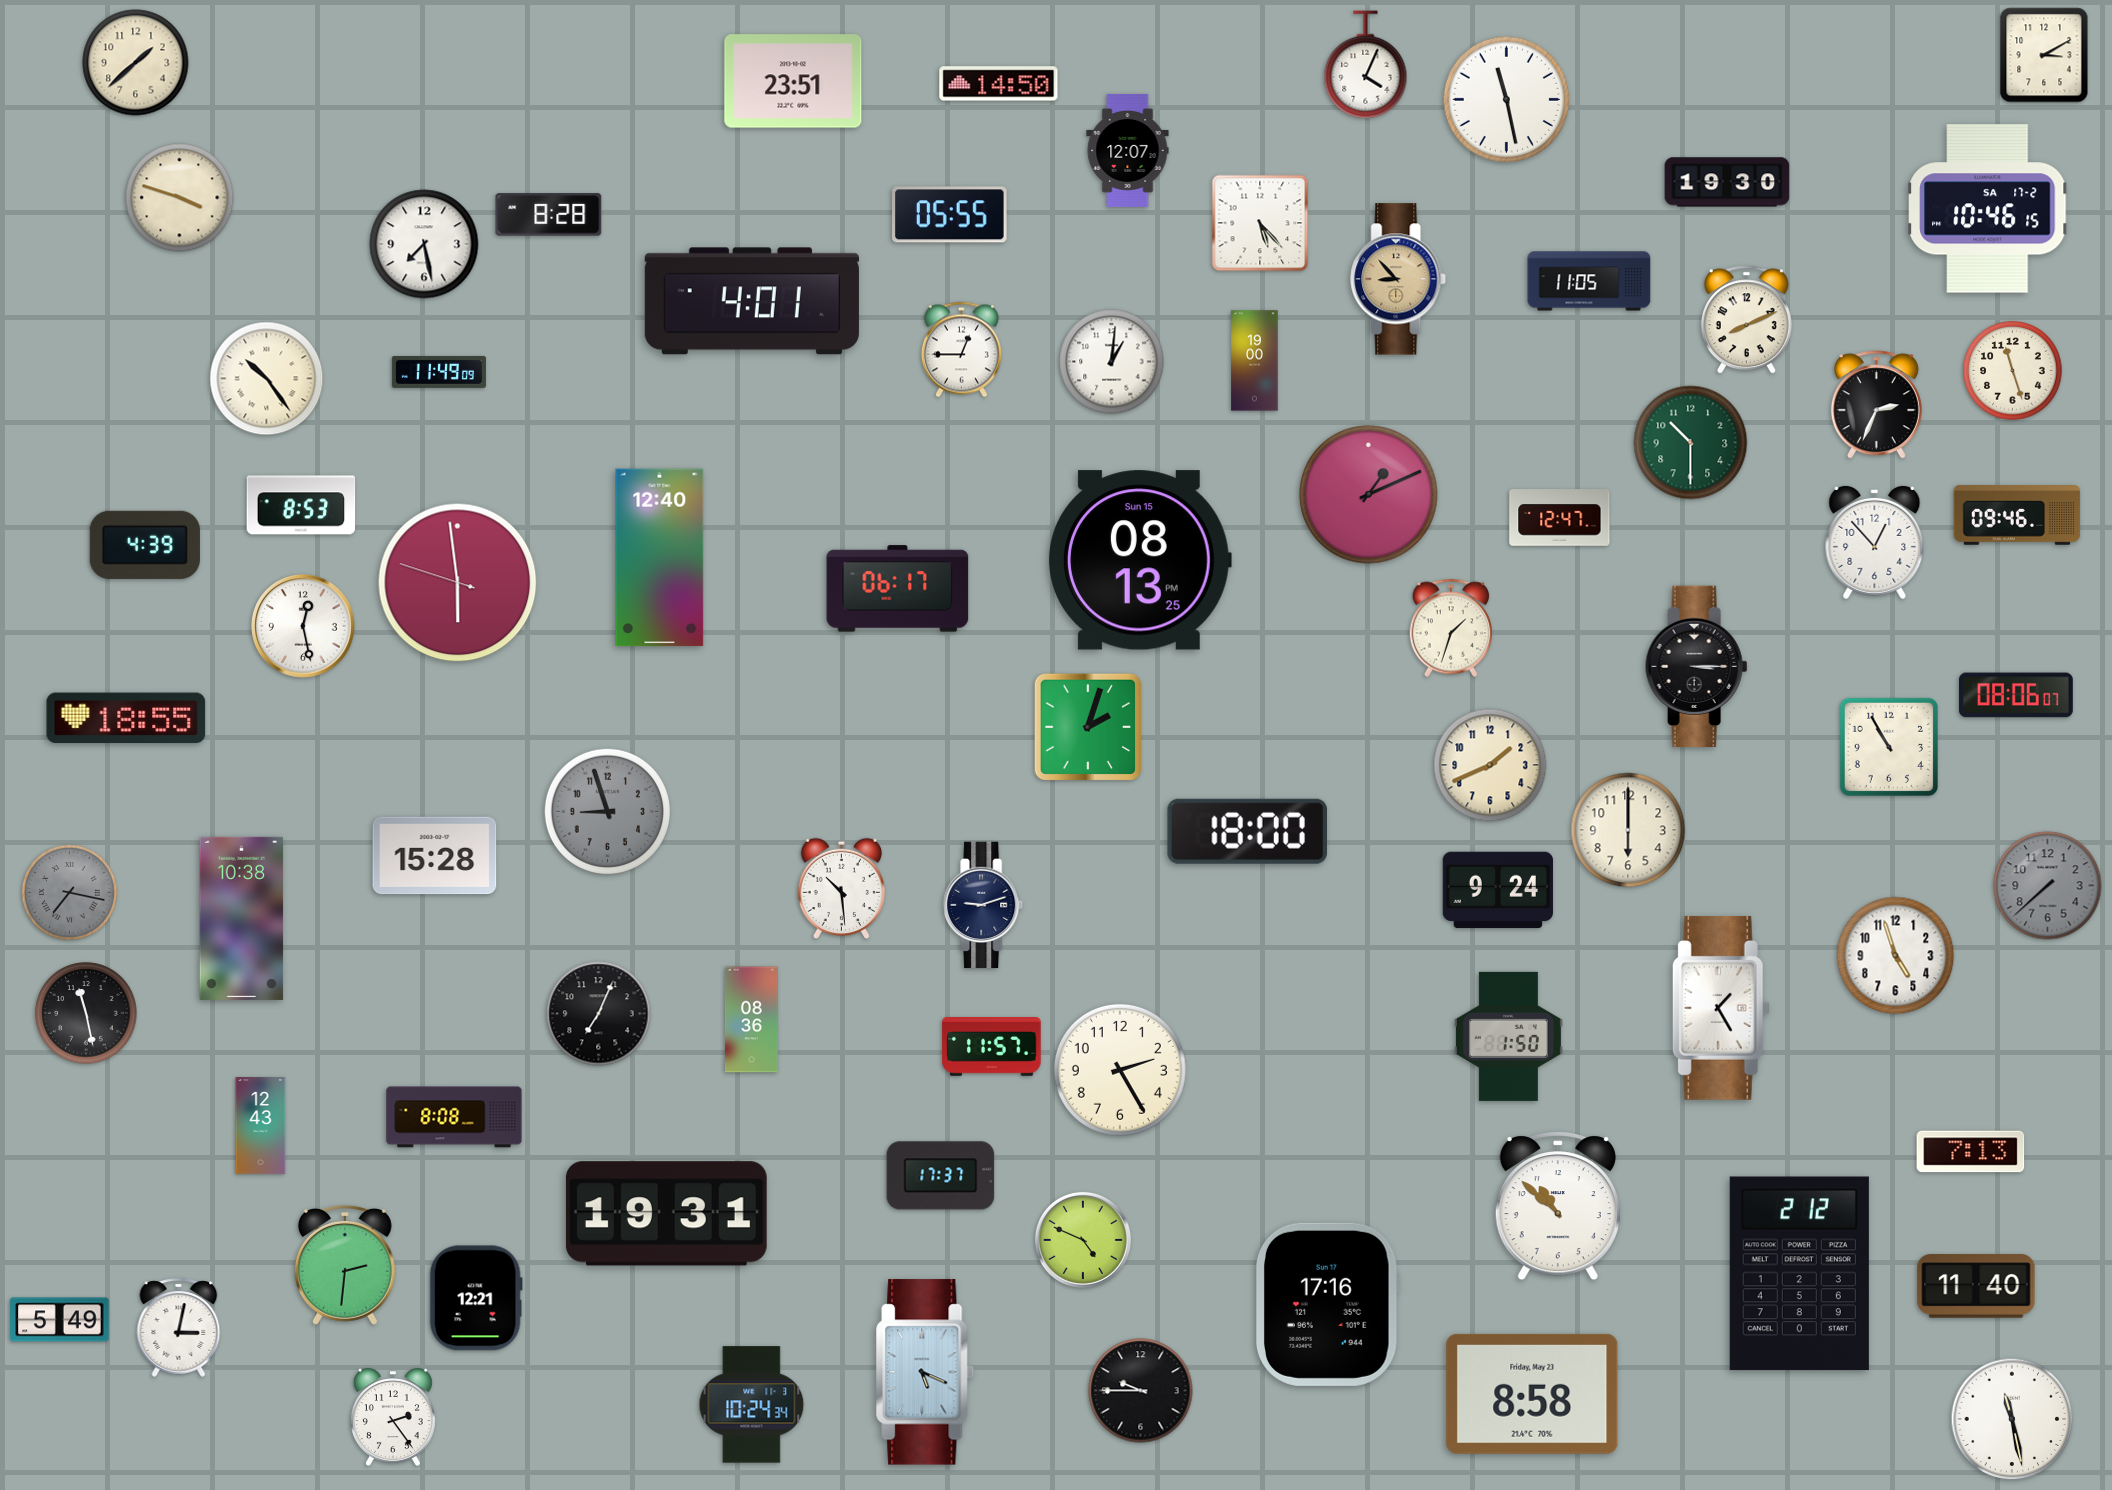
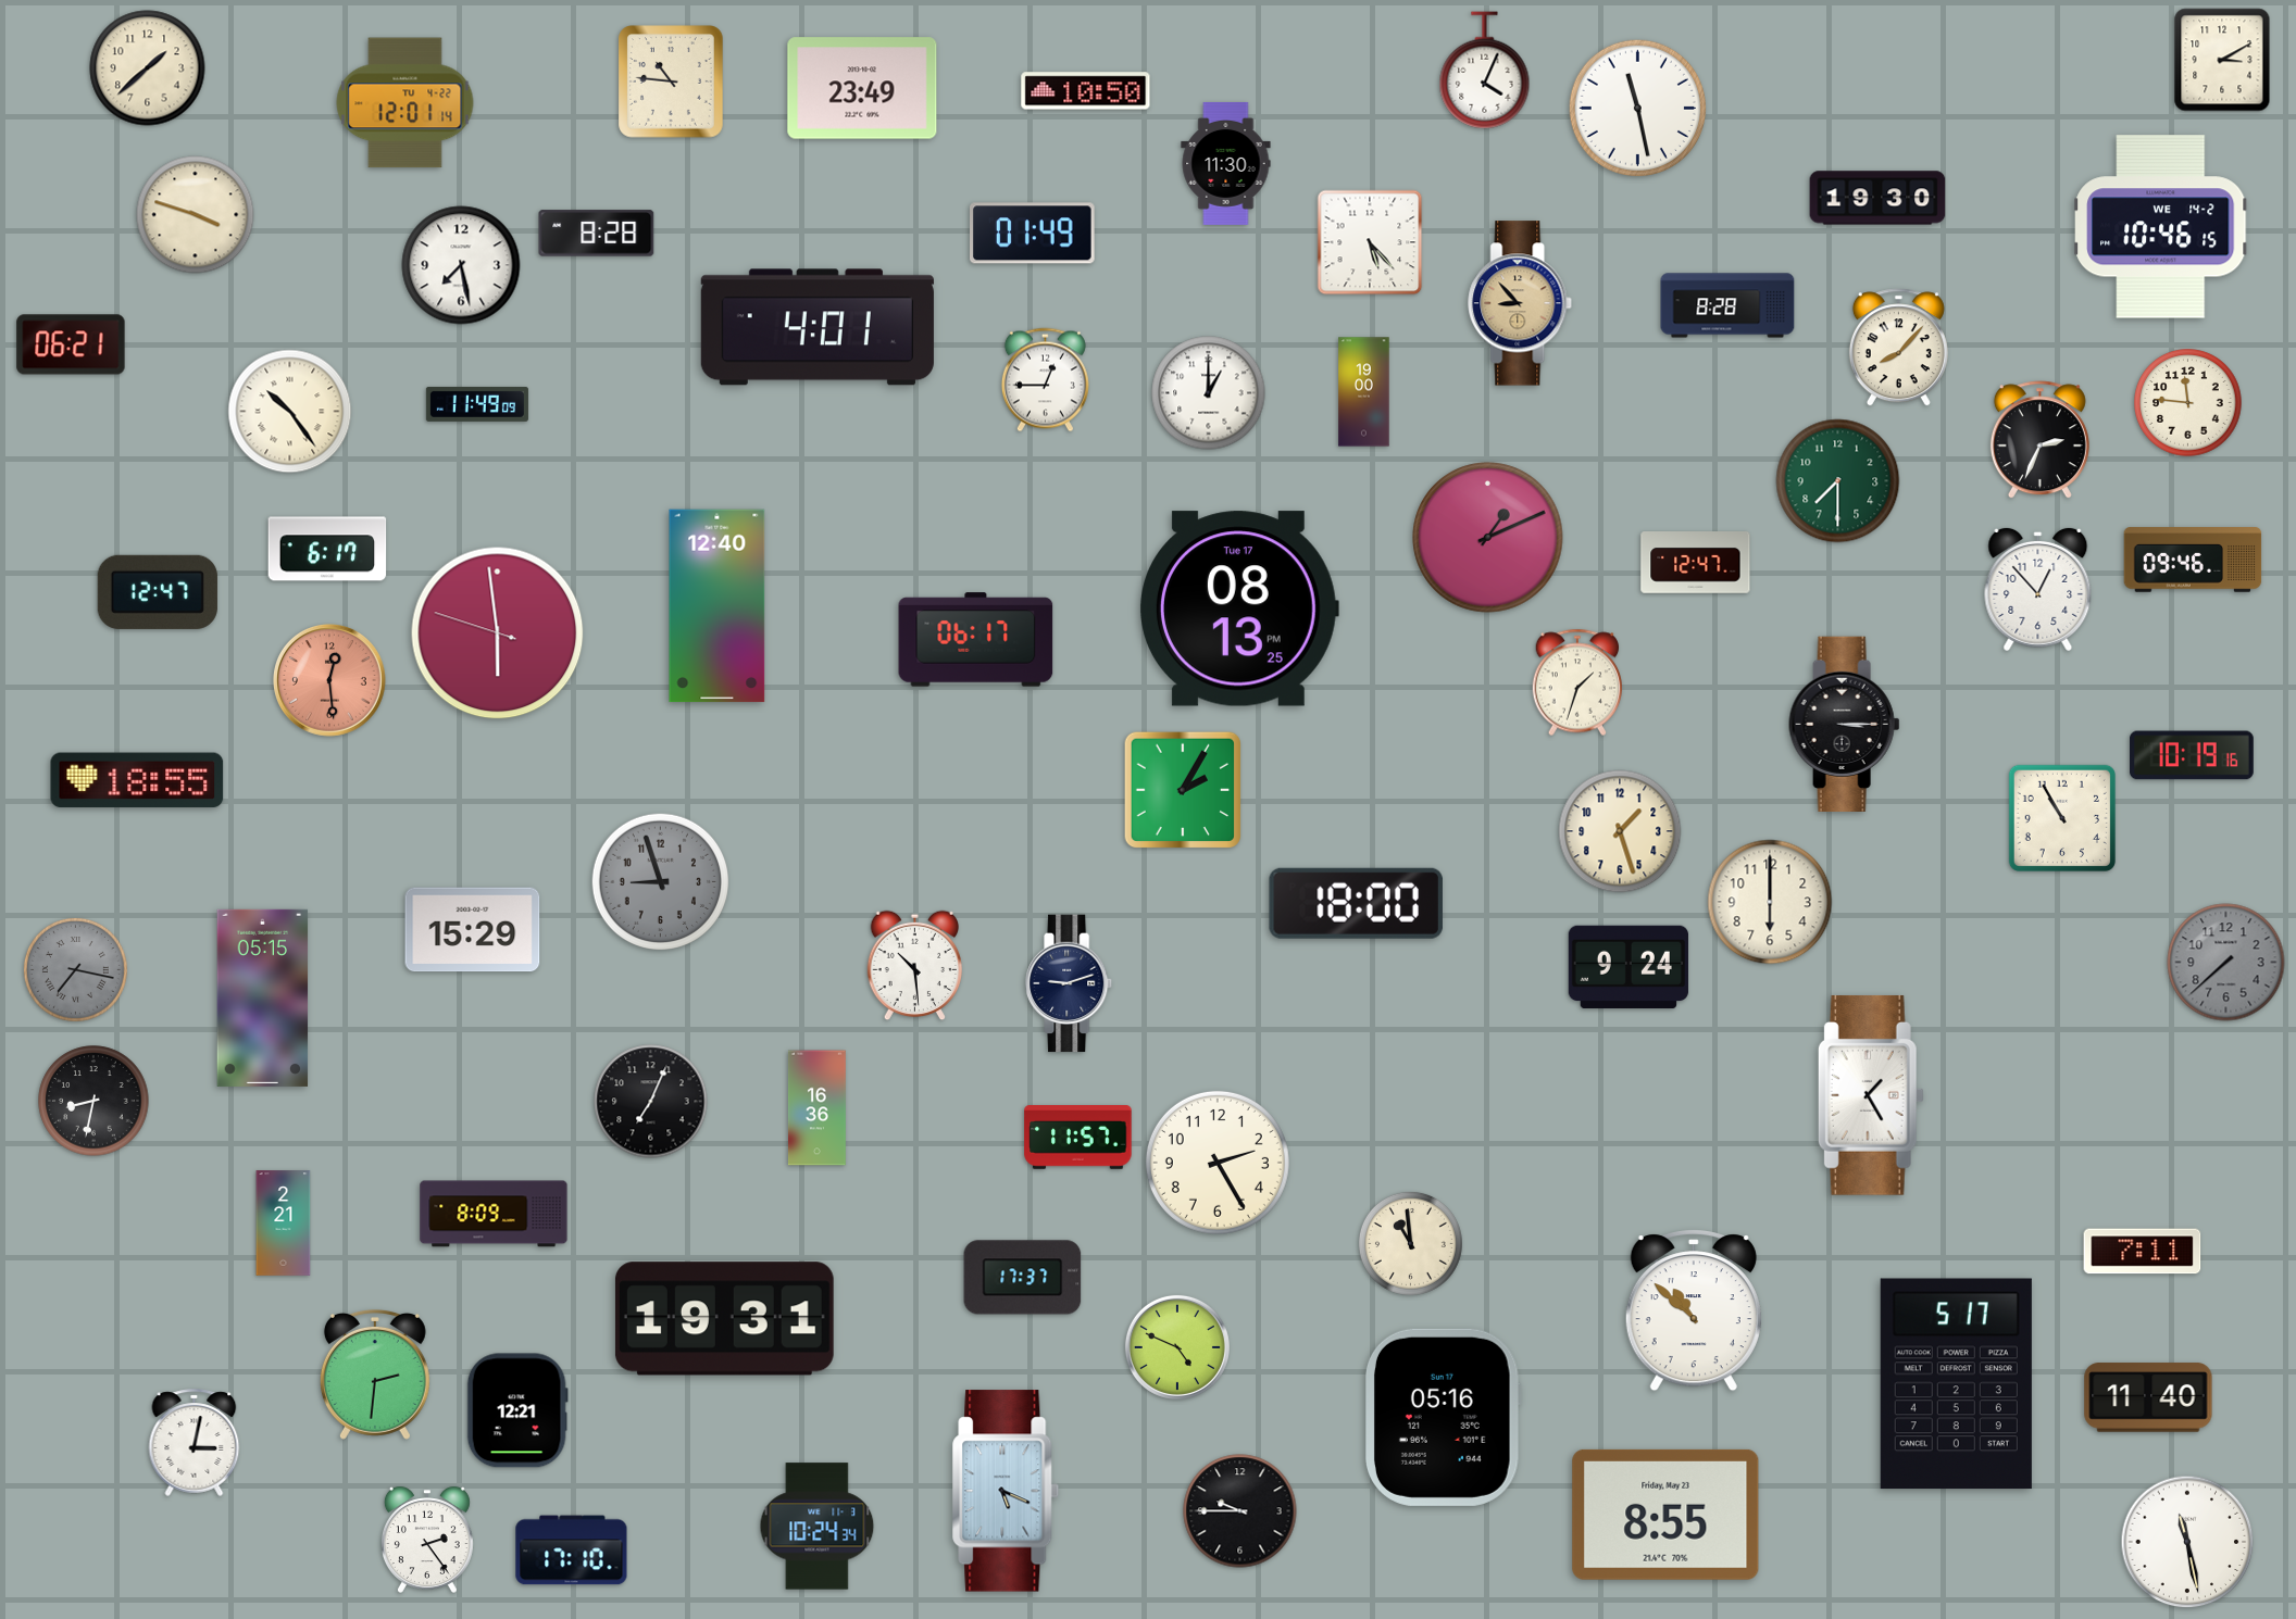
clock at (671, 81): none -> 10:46
clock at (793, 81): 23:51 -> 23:49
clock at (999, 84): 14:50 -> 10:50
clock at (405, 103): none -> 12:01
clock at (1128, 150): 12:07 -> 11:30
clock at (1988, 209) date: SA 17-2 -> WE 14-2
clock at (950, 215): 05:55 -> 01:49
clock at (1589, 281): 11:05 -> 8:28
clock at (71, 344): none -> 06:21
clock at (1746, 320): 8:11 -> 8:07
clock at (1112, 362): 1:01 -> 1:00
clock at (2013, 371): 11:27 -> 11:46
clock at (1691, 443): 10:30 -> 7:30
clock at (301, 505): 8:53 -> 6:17
clock at (145, 545): 4:39 -> 12:47
clock at (1139, 560) date: Sun 15 -> Tue 17
clock at (304, 627): 12:28 -> 12:29
clock at (304, 627) dial: white -> salmon
clock at (2017, 695): 08:06 -> 10:19
clock at (1088, 727): 2:03 -> 2:05
clock at (1889, 747) position: (1889, 747) -> (2062, 818)
clock at (1490, 765): 1:41 -> 1:27
clock at (435, 856): 15:28 -> 15:29
clock at (242, 918): 10:38 -> 05:15
clock at (1896, 956): 4:57 -> none
clock at (86, 1013): 11:28 -> 8:32
clock at (751, 1020): 08:36 -> 16:36
clock at (1508, 1036): 1:50 -> none
clock at (454, 1117): 8:08 -> 8:09
clock at (261, 1126): 12:43 -> 2:21
clock at (1410, 1243): none -> 10:59
clock at (1971, 1152): 7:13 -> 7:11
clock at (1799, 1274): 2:12 -> 5:17
clock at (1328, 1304): 17:16 -> 05:16
clock at (60, 1320): 5:49 -> none
clock at (1532, 1394): 8:58 -> 8:55
clock at (572, 1551): none -> 17:10
